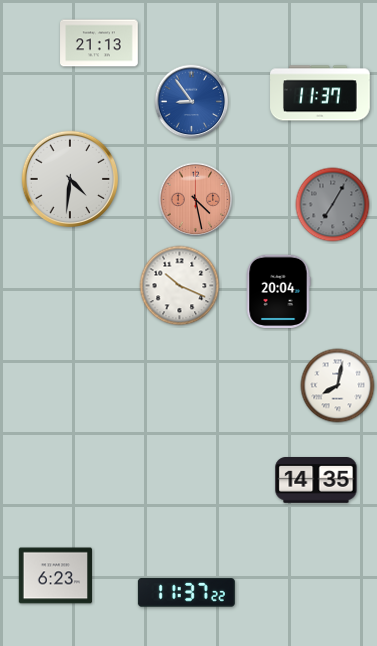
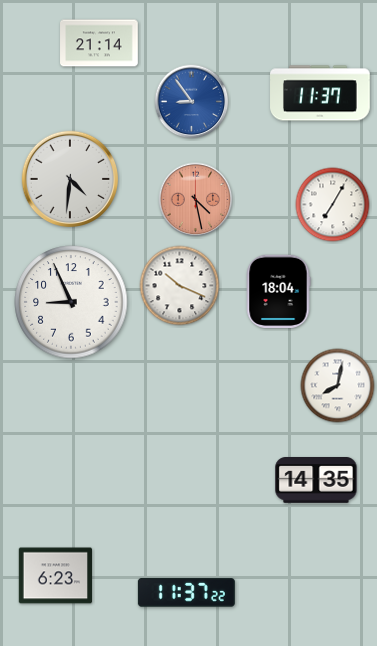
clock at (99, 43): 21:13 -> 21:14
clock at (333, 205) dial: grey -> white
clock at (278, 292): 20:04 -> 18:04
clock at (71, 302): none -> 8:56
